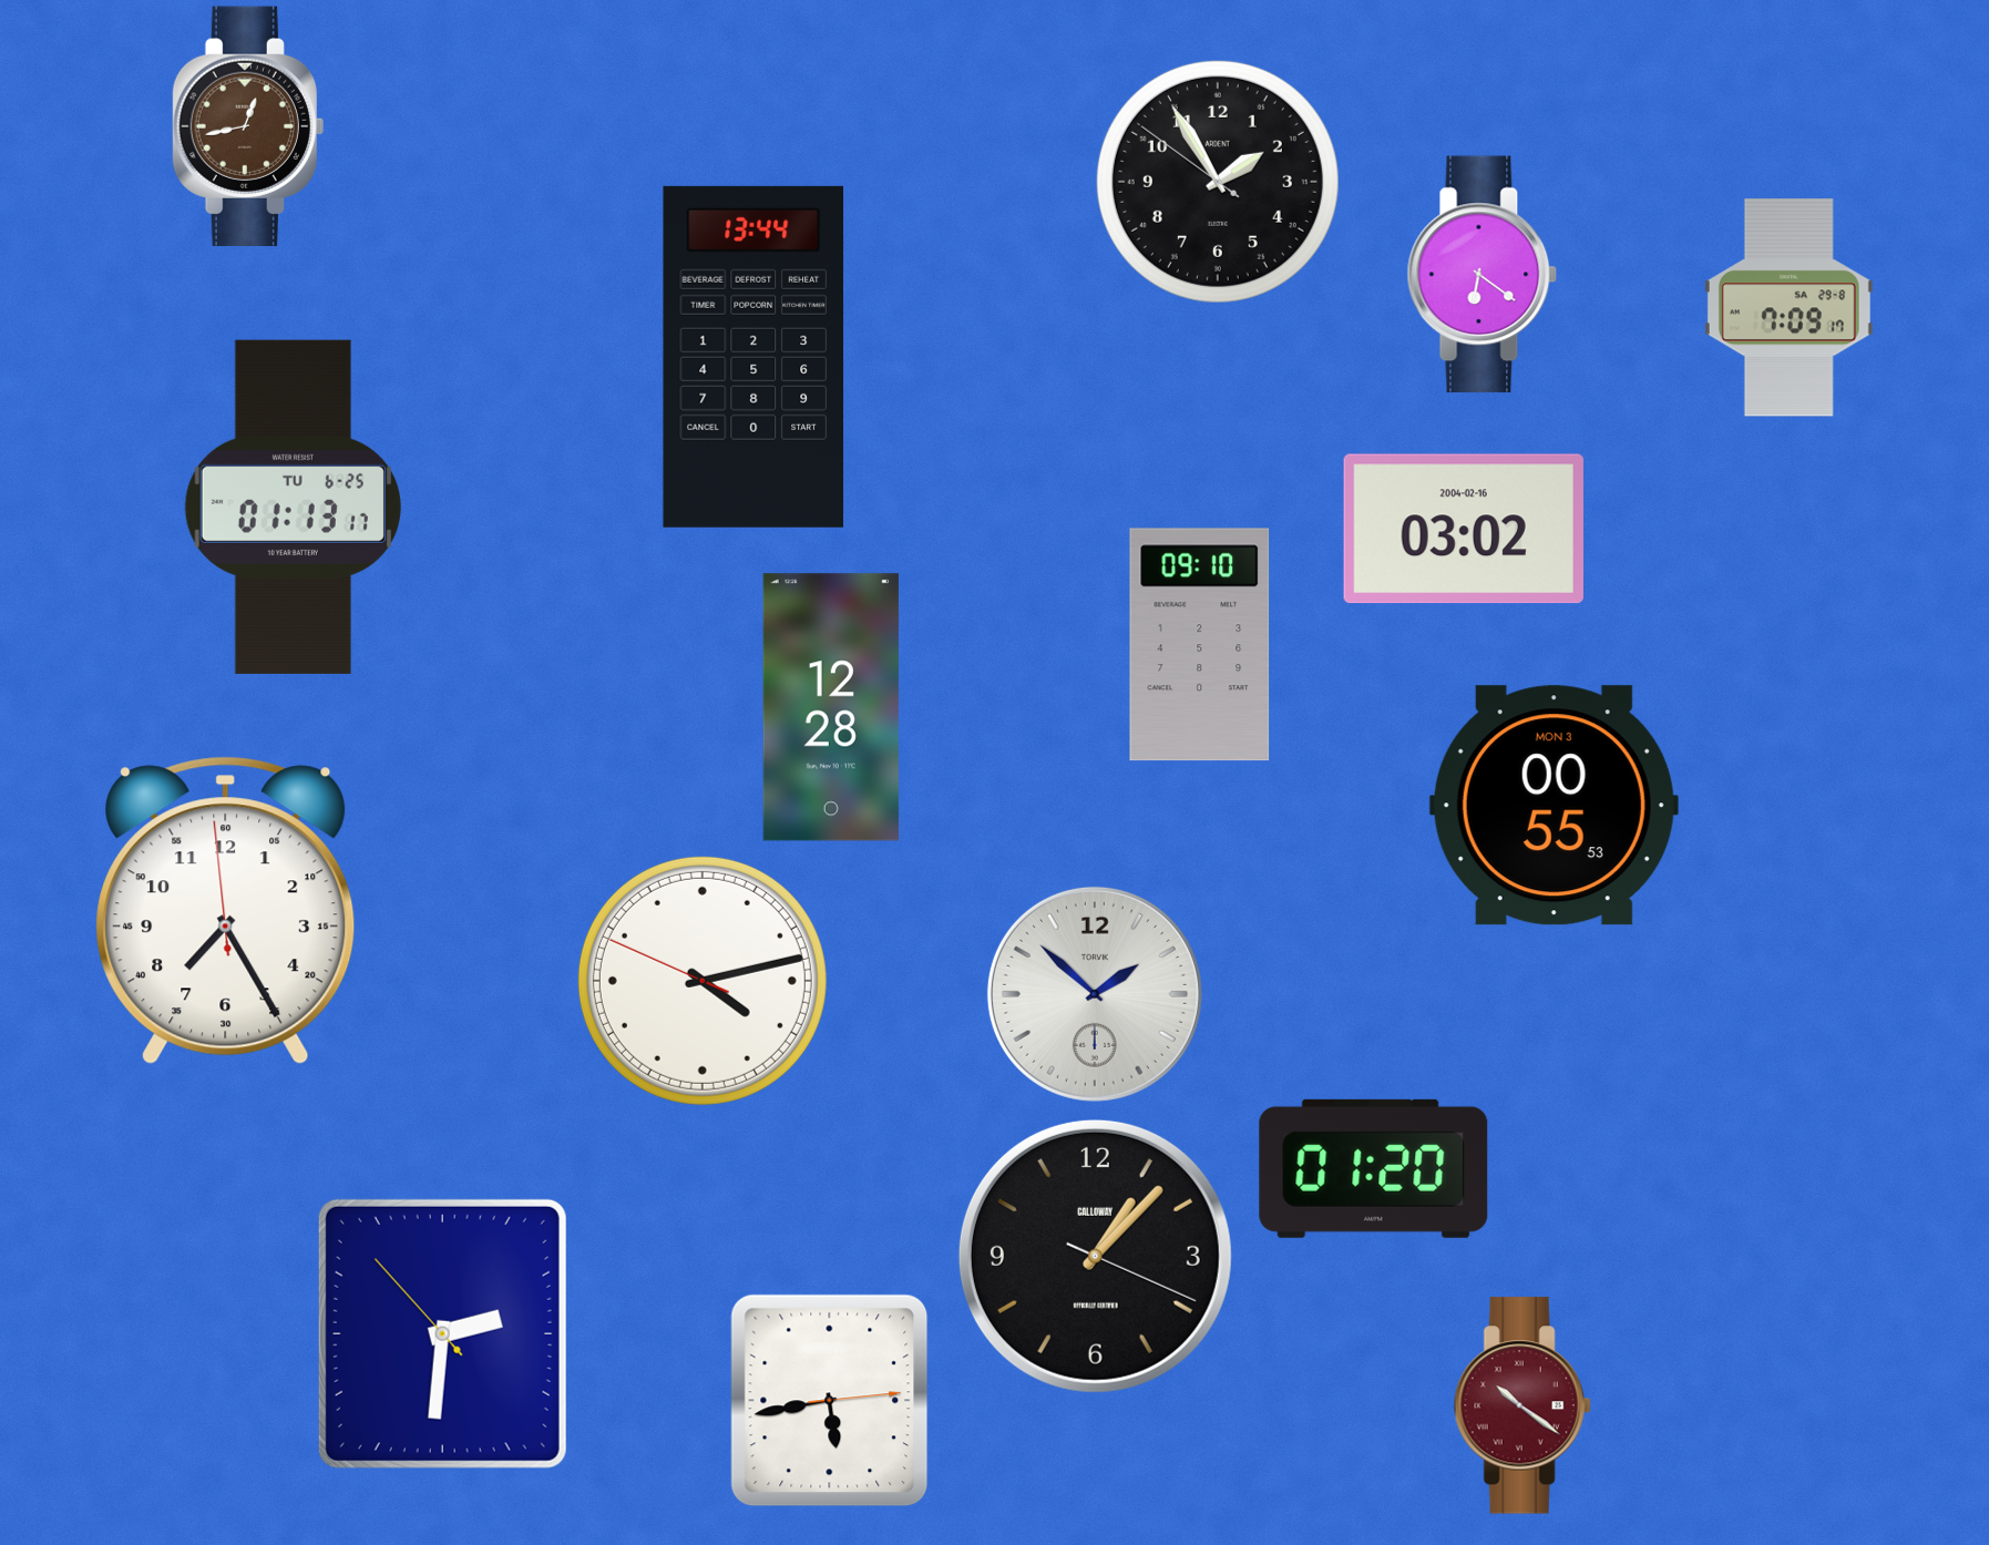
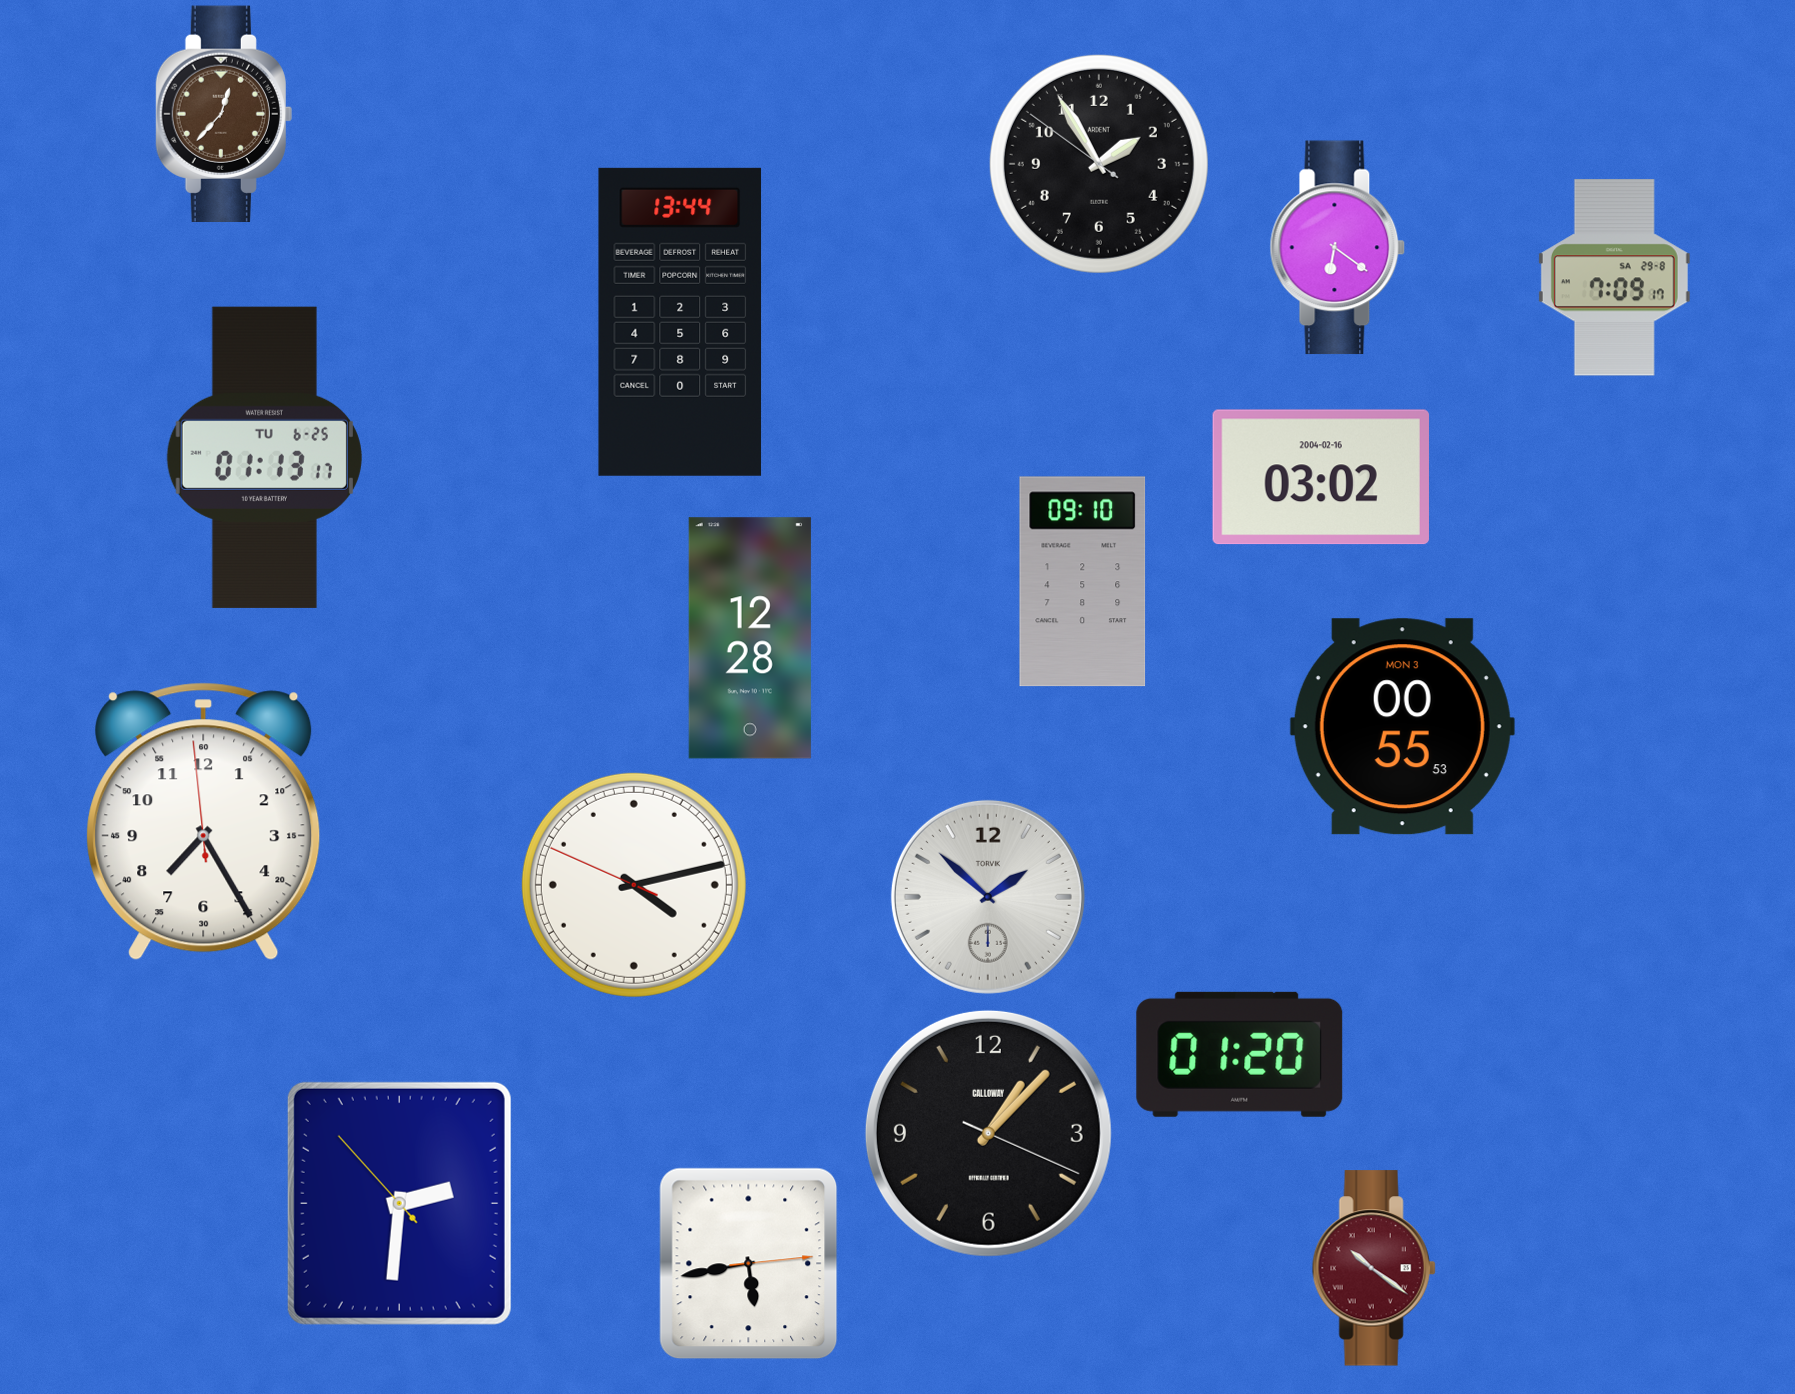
clock at (248, 125): 12:43 -> 12:37
